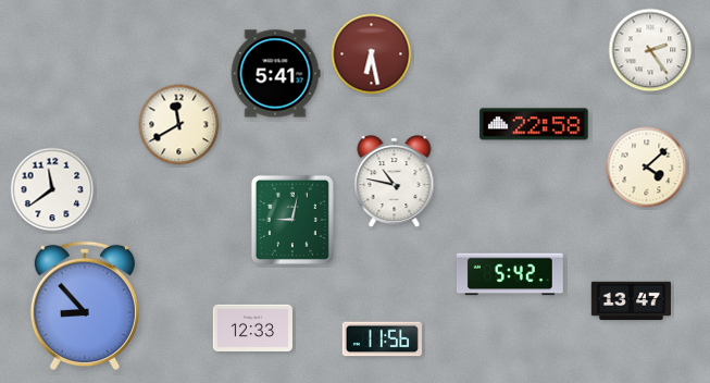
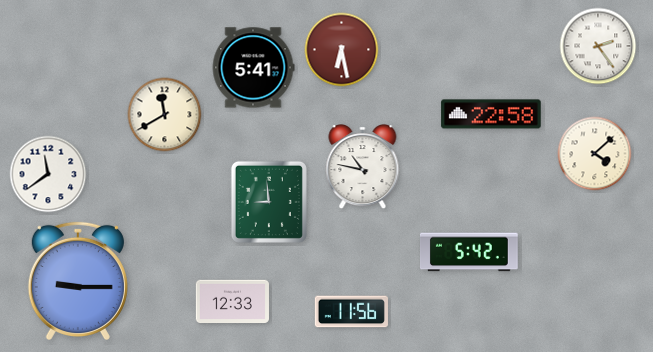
clock at (292, 220): 9:02 -> 8:59
clock at (631, 301): 13:47 -> none
clock at (85, 305): 8:53 -> 9:15
